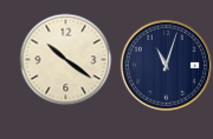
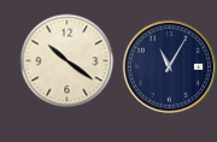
clock at (166, 65): 11:03 -> 11:05
